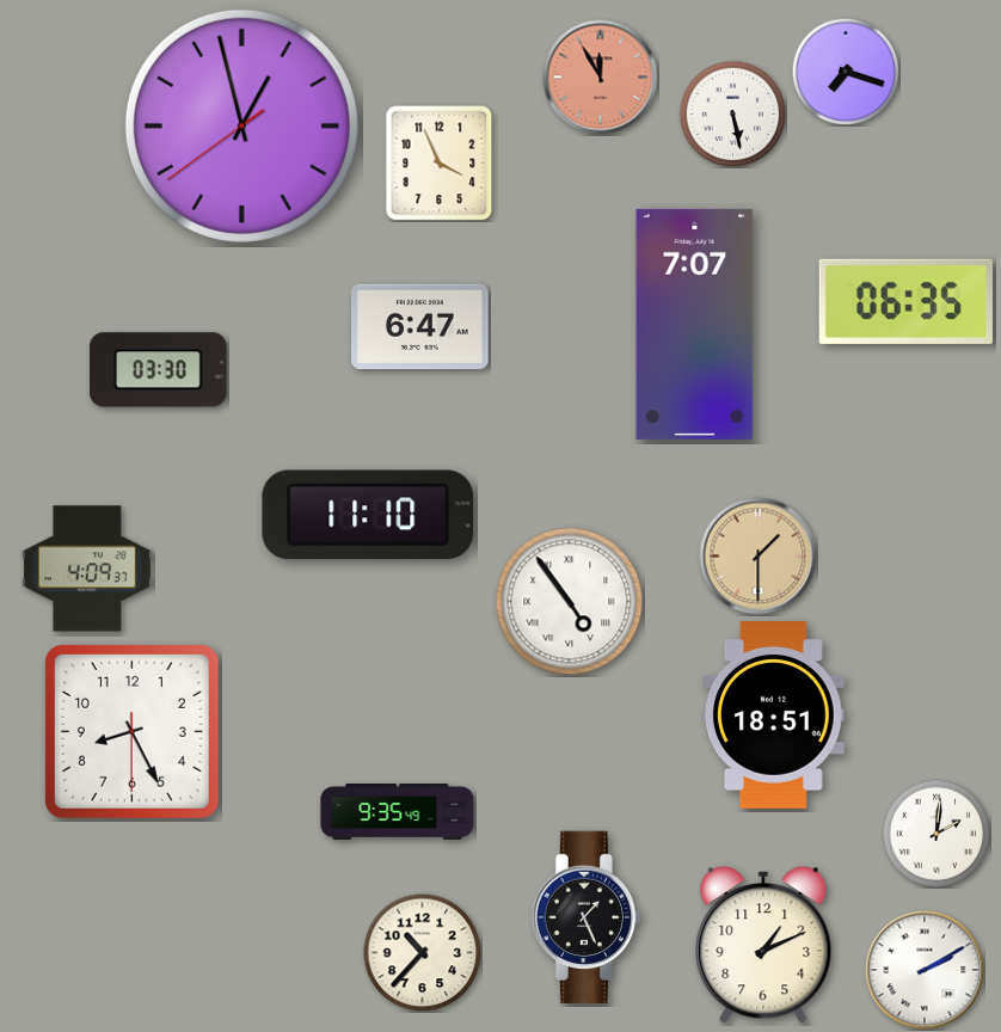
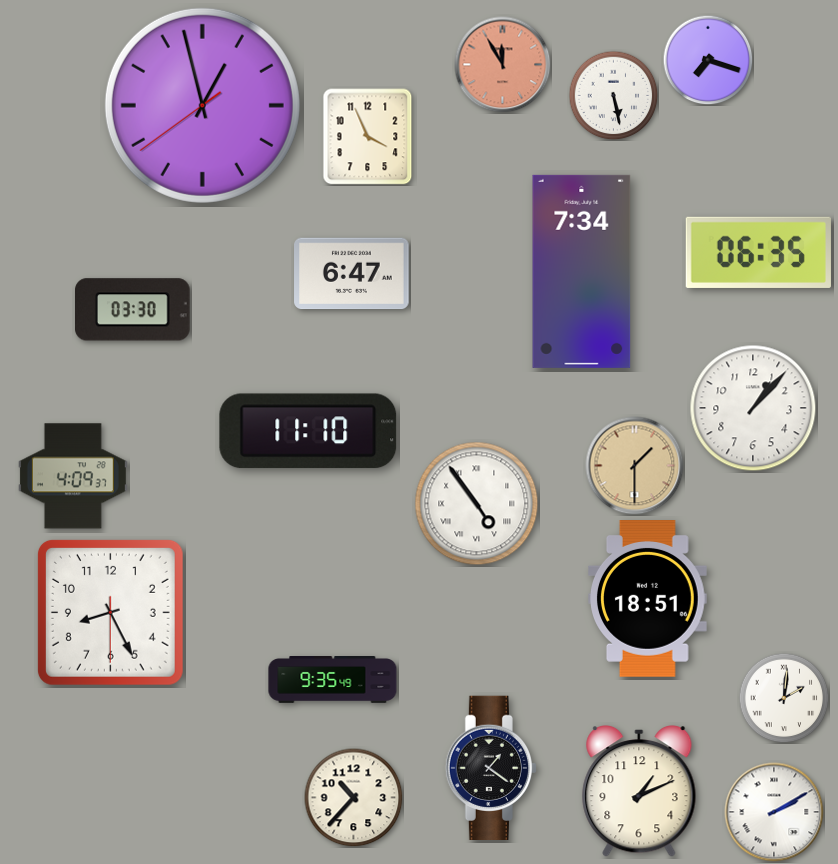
clock at (695, 324): 7:07 -> 7:34
clock at (753, 408): none -> 1:07
clock at (587, 916): 1:26 -> 1:21
